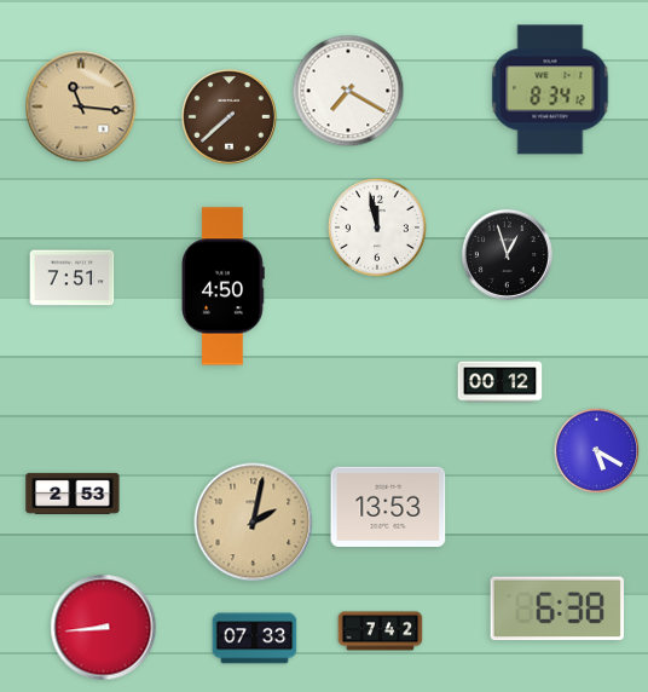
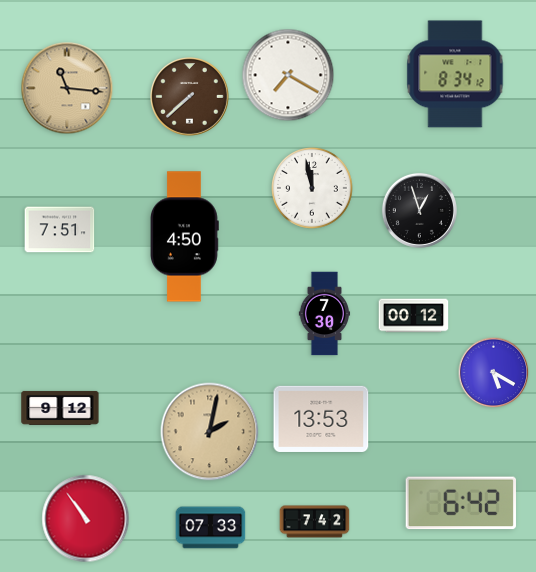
clock at (325, 314): none -> 7:30
clock at (73, 494): 2:53 -> 9:12
clock at (557, 609): 6:38 -> 6:42
clock at (104, 628): 8:44 -> 10:54
